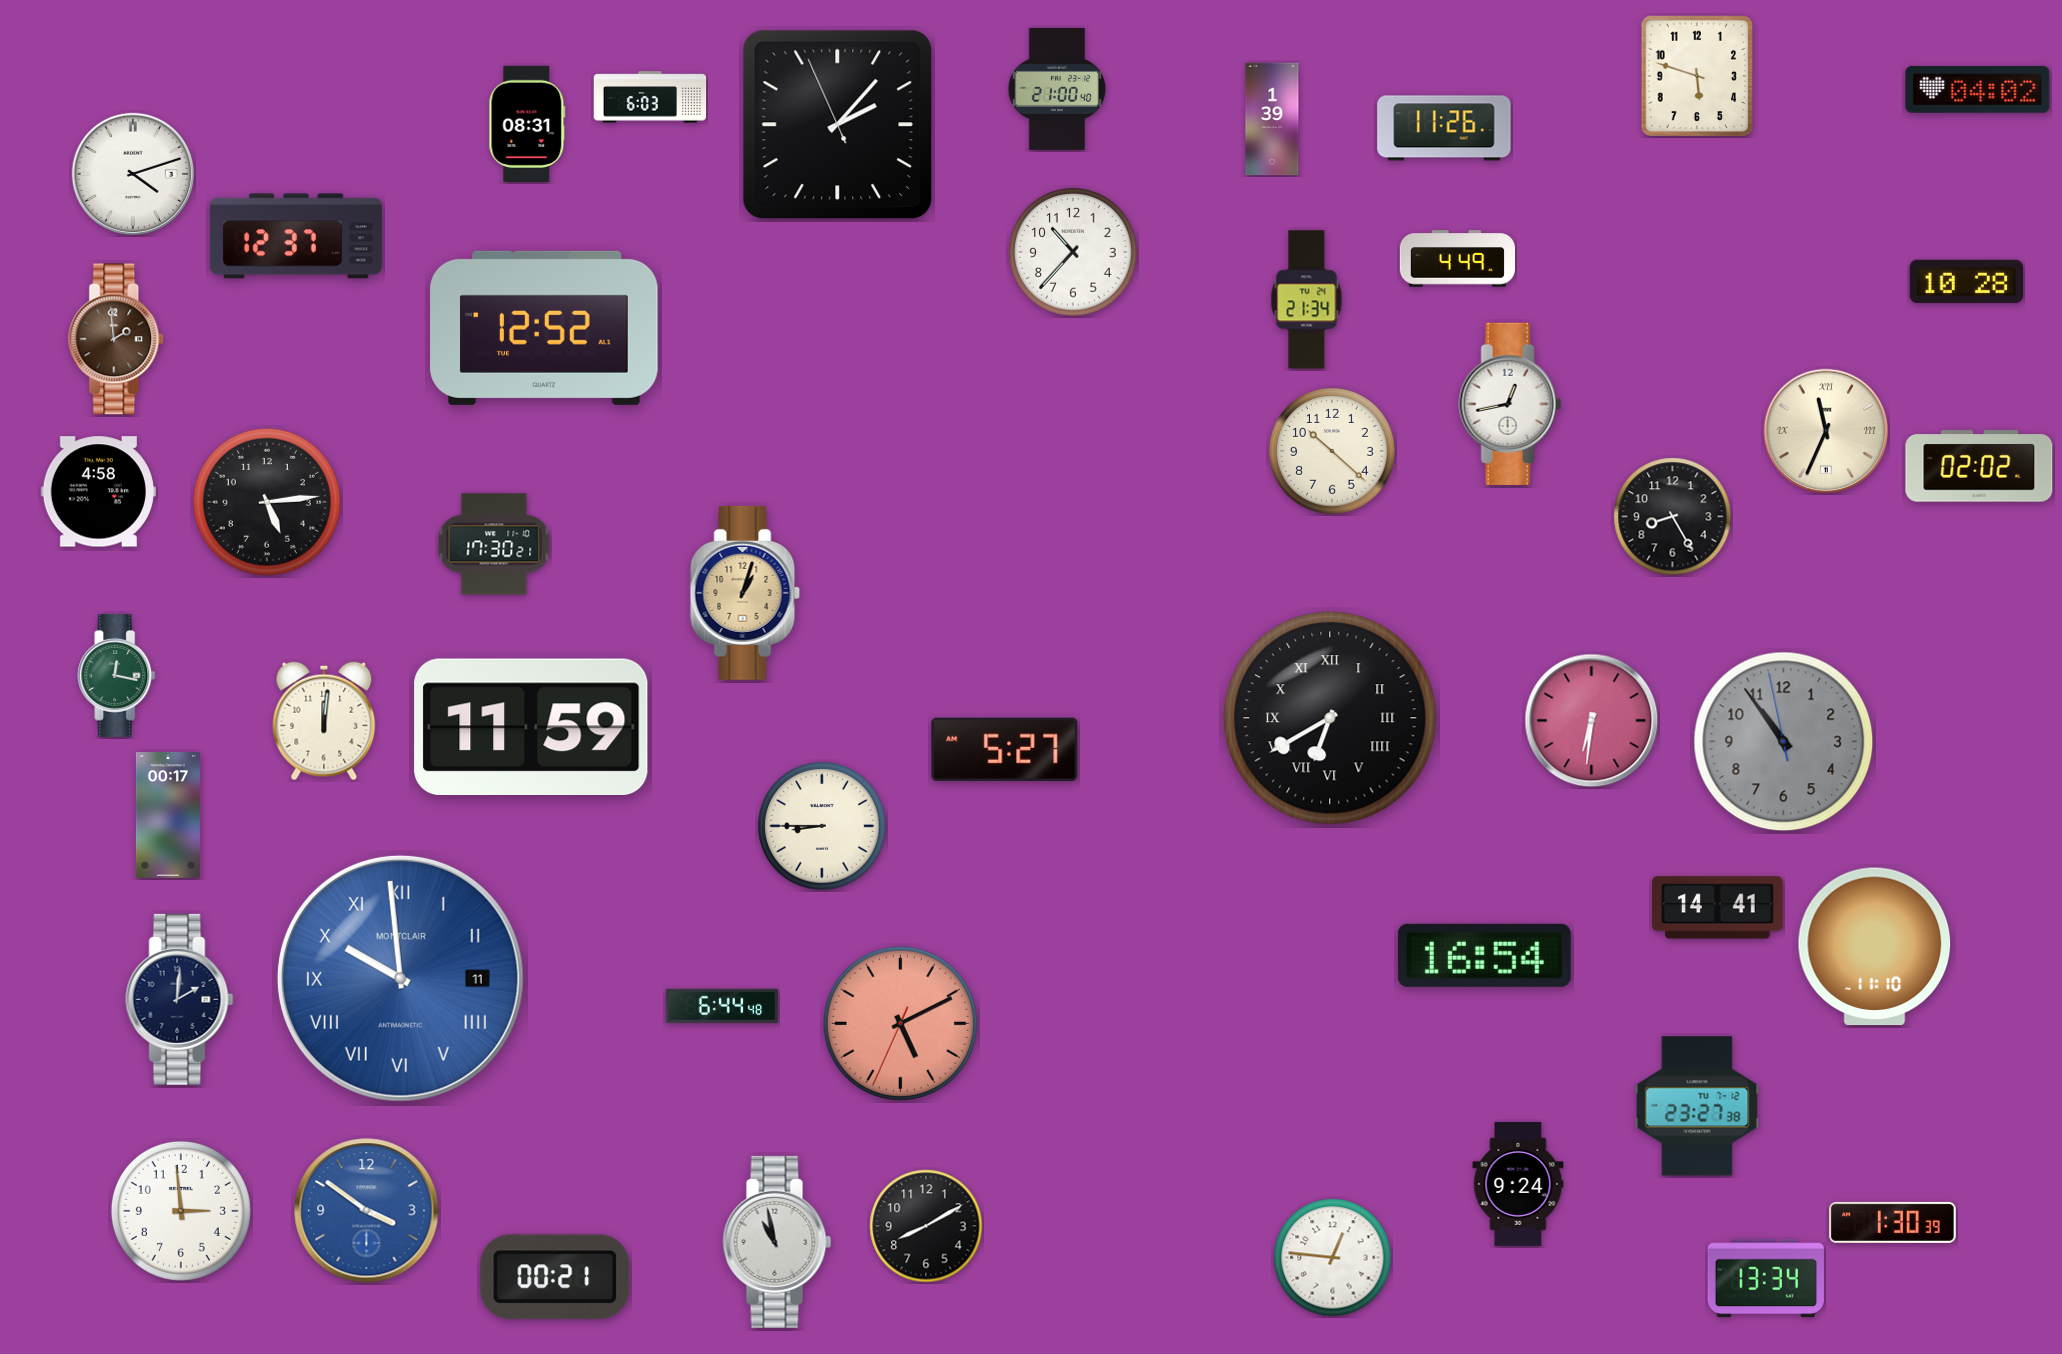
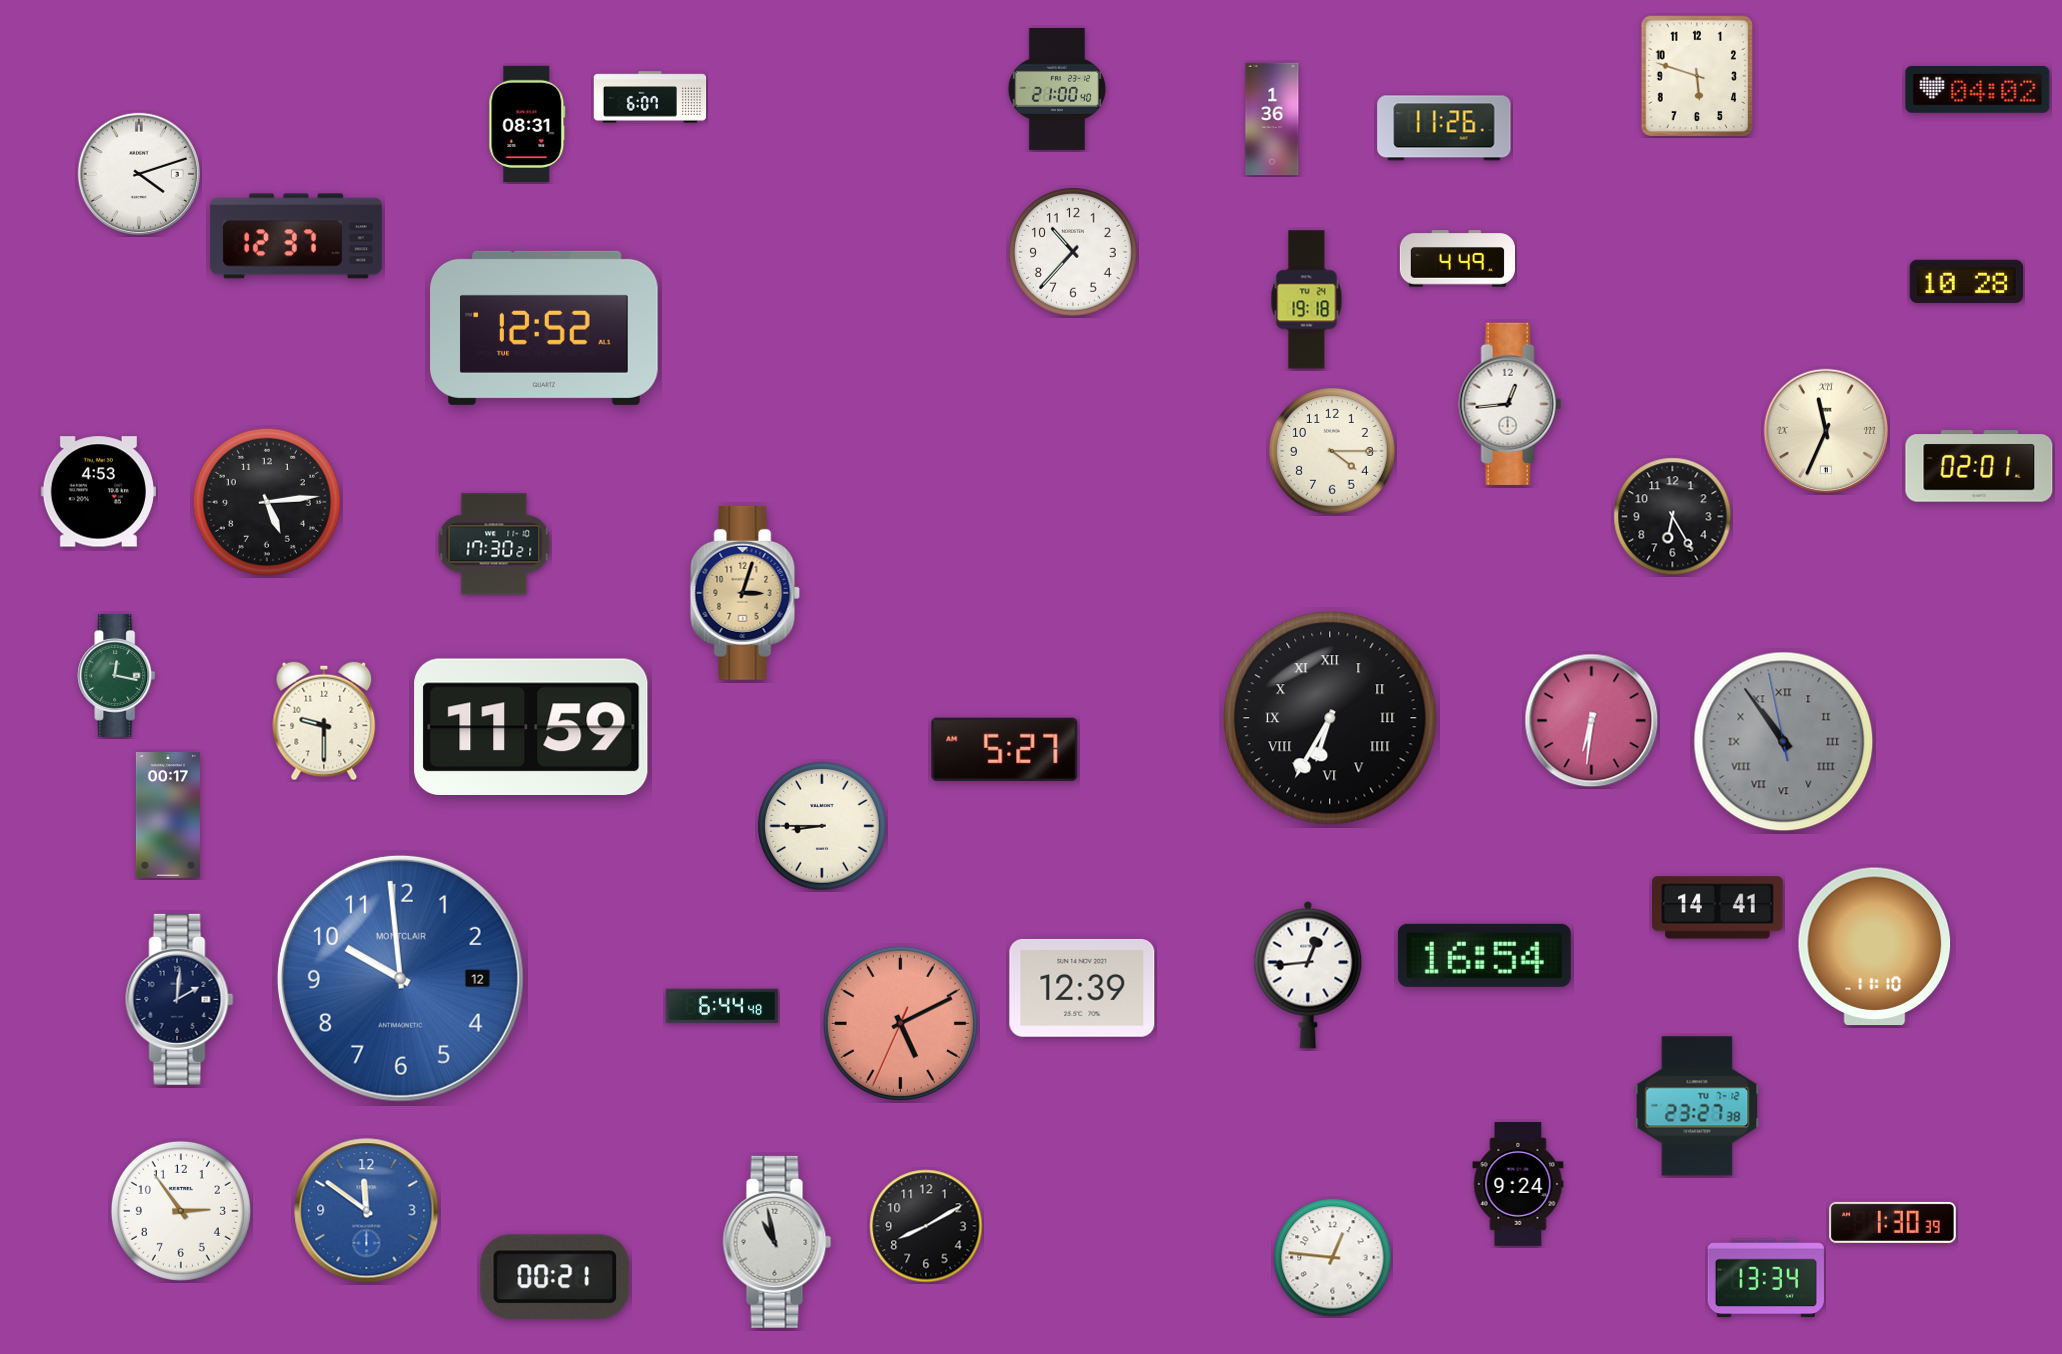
clock at (650, 97): 6:03 -> 6:07
clock at (1272, 119): 1:39 -> 1:36
clock at (838, 125): 2:06 -> none
clock at (132, 173) position: (132, 173) -> (138, 173)
clock at (1307, 300): 21:34 -> 19:18
clock at (117, 339): 1:59 -> none
clock at (1510, 404): 12:43 -> 12:44
clock at (1332, 451): 10:22 -> 4:15
clock at (1979, 466): 02:02 -> 02:01
clock at (98, 492): 4:58 -> 4:53
clock at (1673, 517): 8:25 -> 6:25
clock at (745, 593): 1:03 -> 3:03
clock at (1330, 718): 6:40 -> 6:35
clock at (324, 721): 12:01 -> 9:30
clock at (1784, 742) numerals: Arabic -> Roman
clock at (1308, 975): none -> 12:44
clock at (400, 978) date: 11 -> 12
clock at (400, 978) numerals: Roman -> Arabic
clock at (1082, 988): none -> 12:39
clock at (181, 1211): 2:59 -> 2:54
clock at (367, 1211): 3:51 -> 11:51
